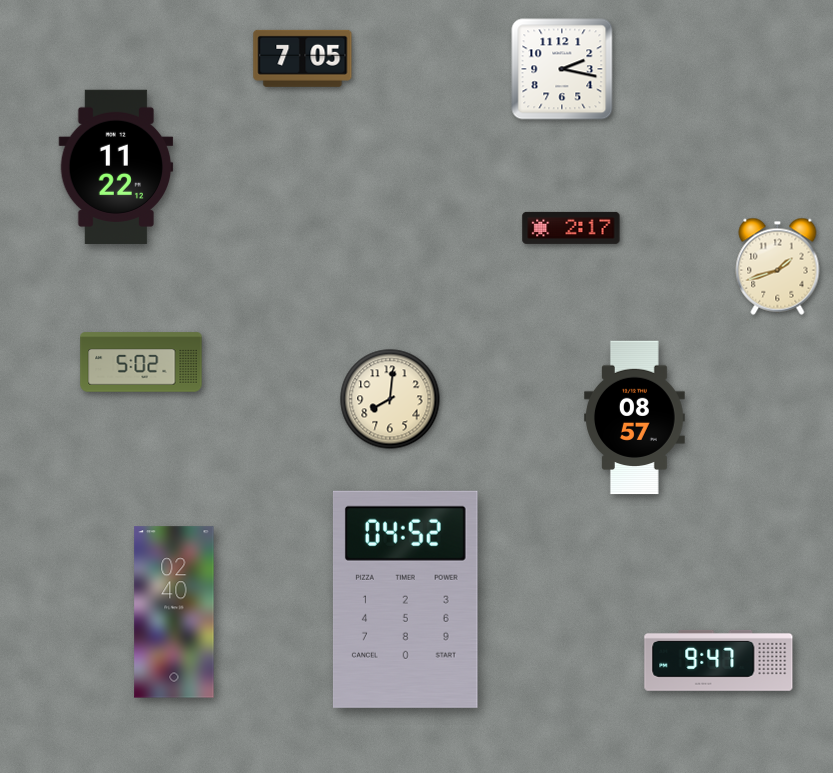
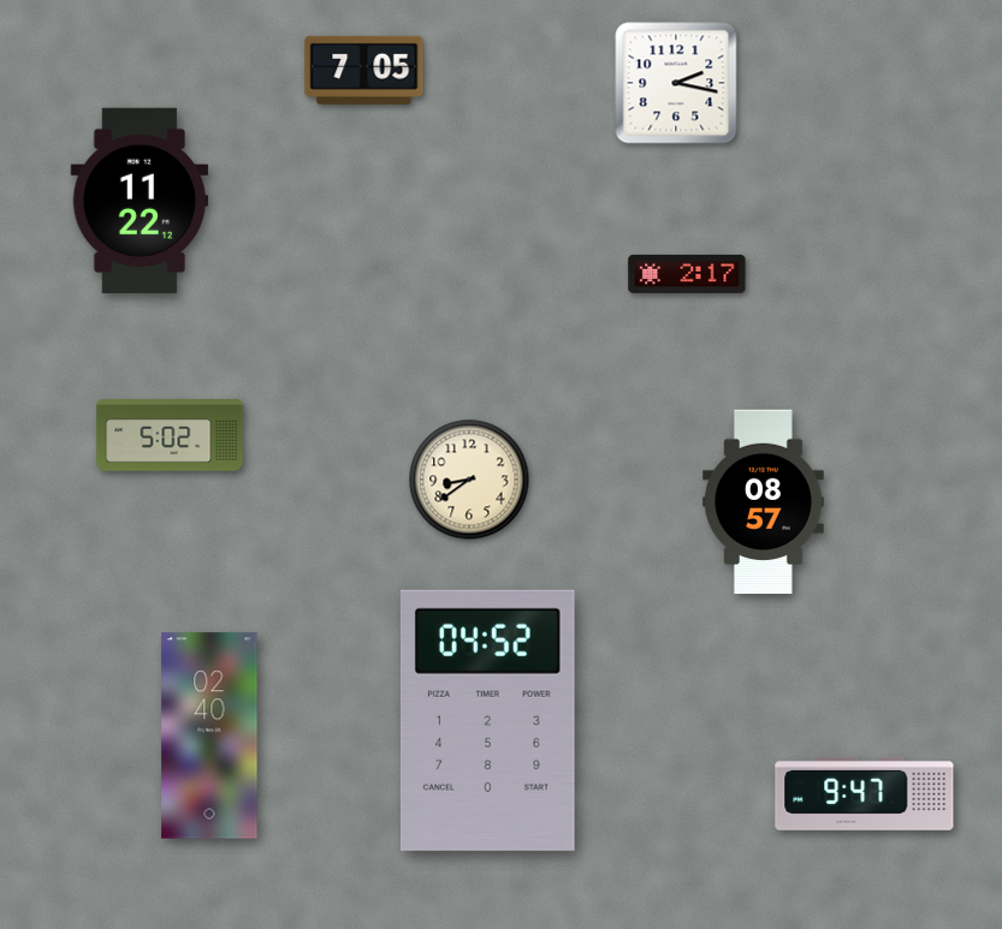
clock at (778, 266): 1:42 -> none
clock at (390, 399): 8:01 -> 8:39
